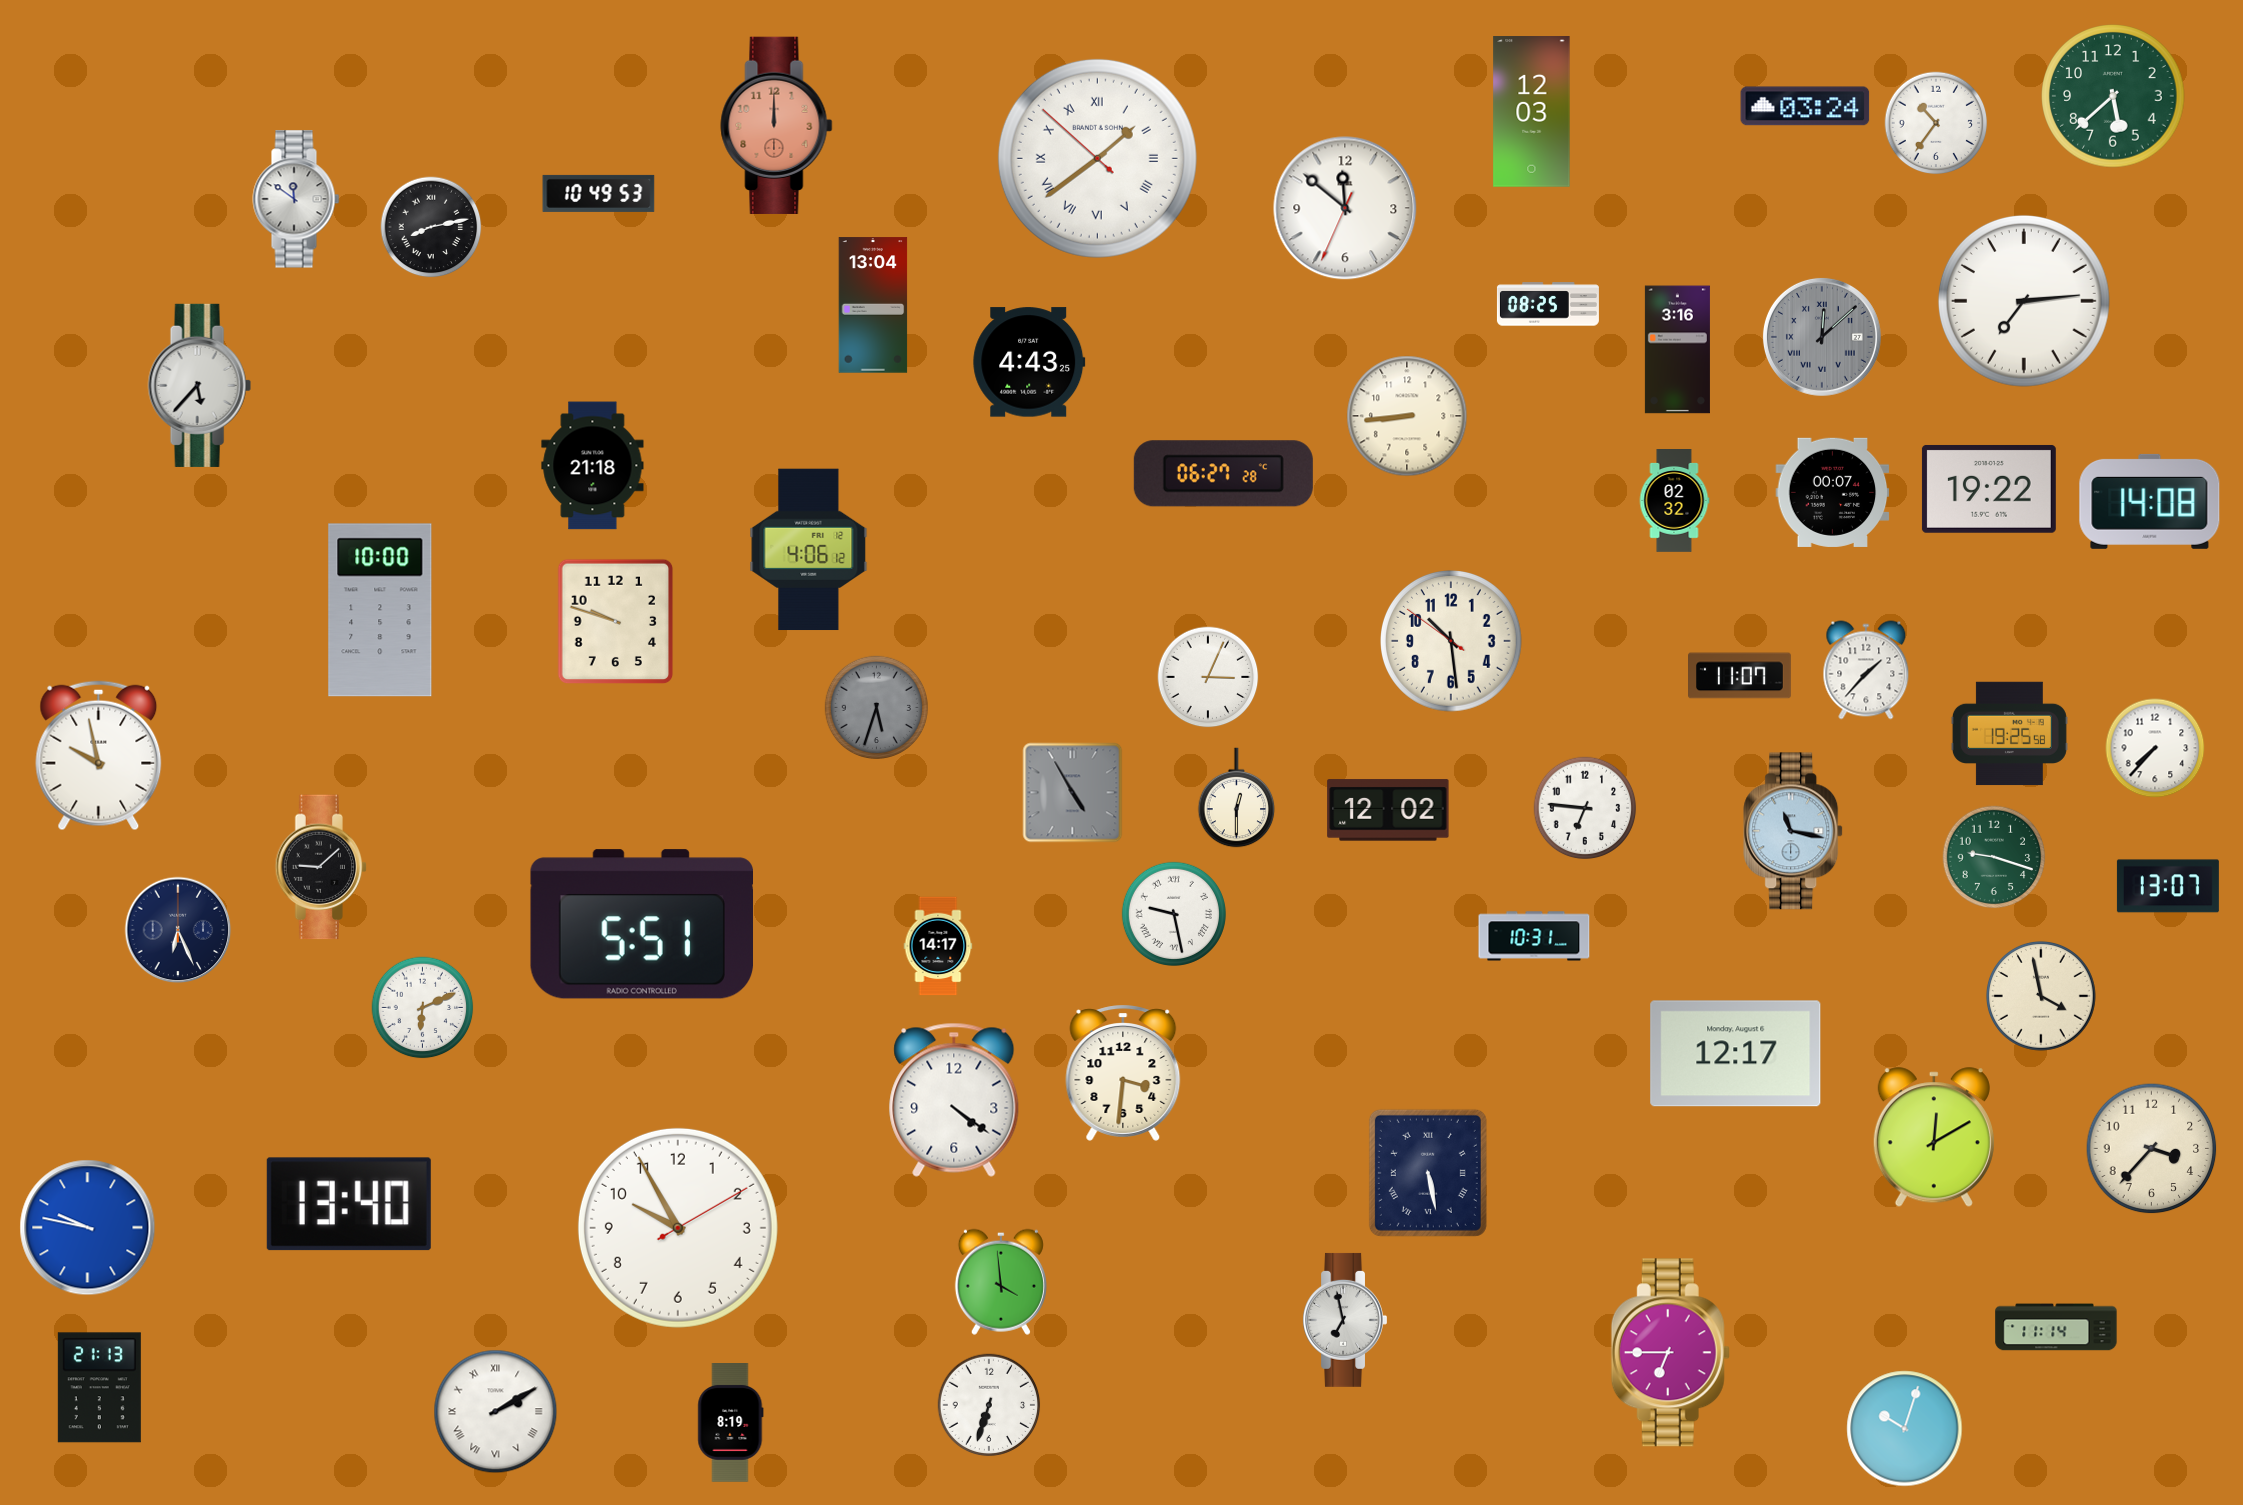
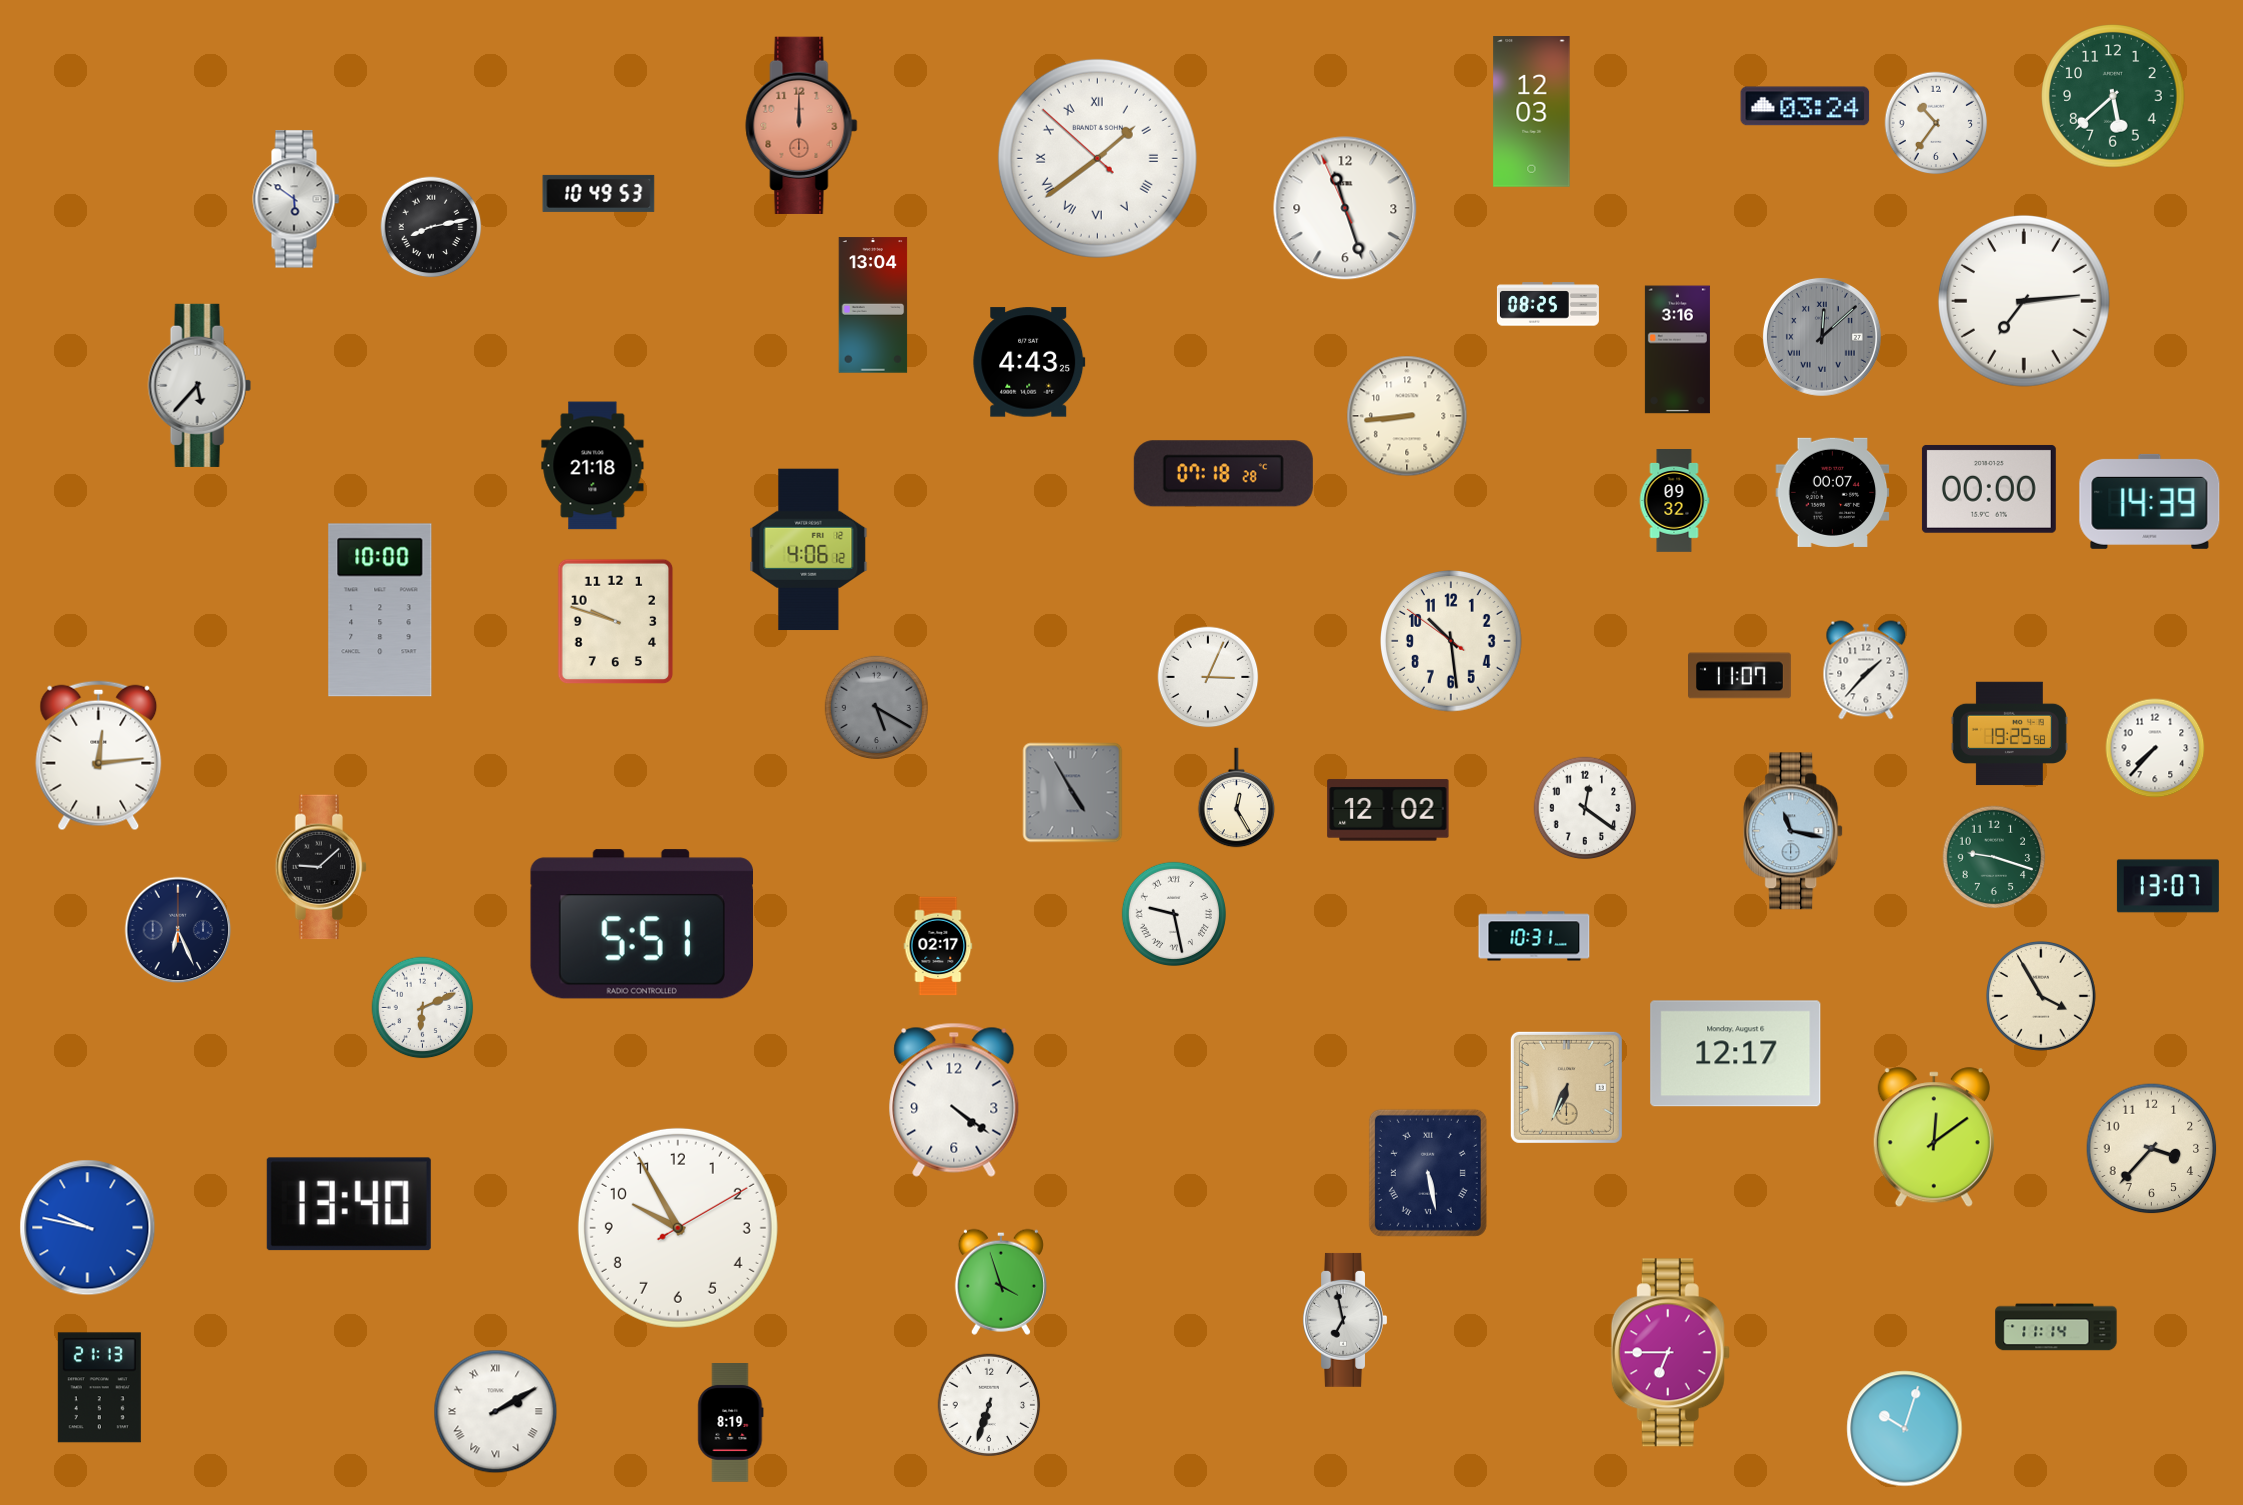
clock at (777, 125) position: (777, 125) -> (802, 125)
clock at (296, 199): 11:51 -> 5:51
clock at (1345, 208): 11:51 -> 11:26
clock at (1223, 474): 06:27 -> 07:18
clock at (1989, 489): 19:22 -> 00:00
clock at (1674, 501): 02:32 -> 09:32
clock at (2150, 501): 14:08 -> 14:39
clock at (876, 707): 5:33 -> 5:20
clock at (99, 756): 9:58 -> 12:14
clock at (1237, 798): 12:30 -> 12:25
clock at (1585, 808): 6:46 -> 12:21
clock at (938, 946): 14:17 -> 02:17
clock at (2041, 996): 3:58 -> 3:55
clock at (1123, 1073): 3:31 -> none
clock at (1566, 1087): none -> 6:34
clock at (1934, 1138): 12:10 -> 12:09
clock at (1001, 1282): 3:59 -> 3:57
